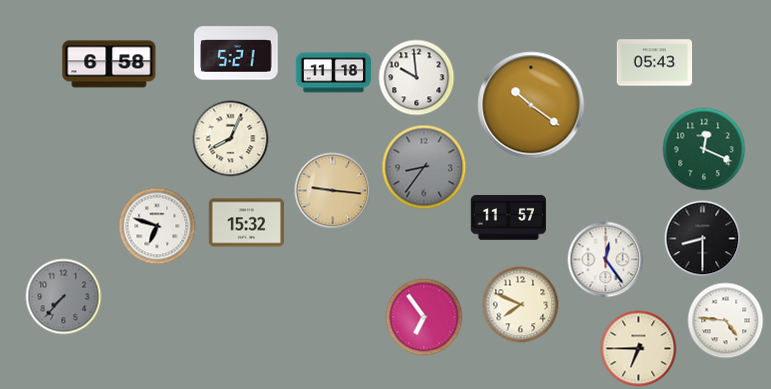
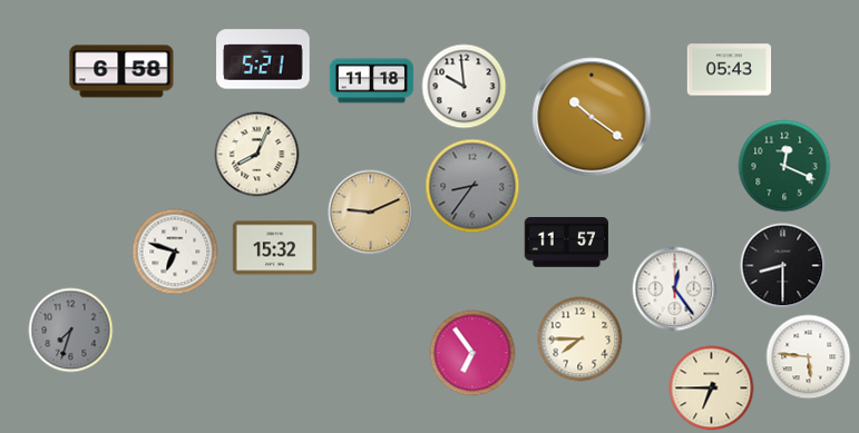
clock at (333, 191): 9:16 -> 9:11
clock at (64, 297): 7:37 -> 7:33
clock at (521, 305): 7:49 -> 7:45
clock at (726, 321): 4:46 -> 5:46
